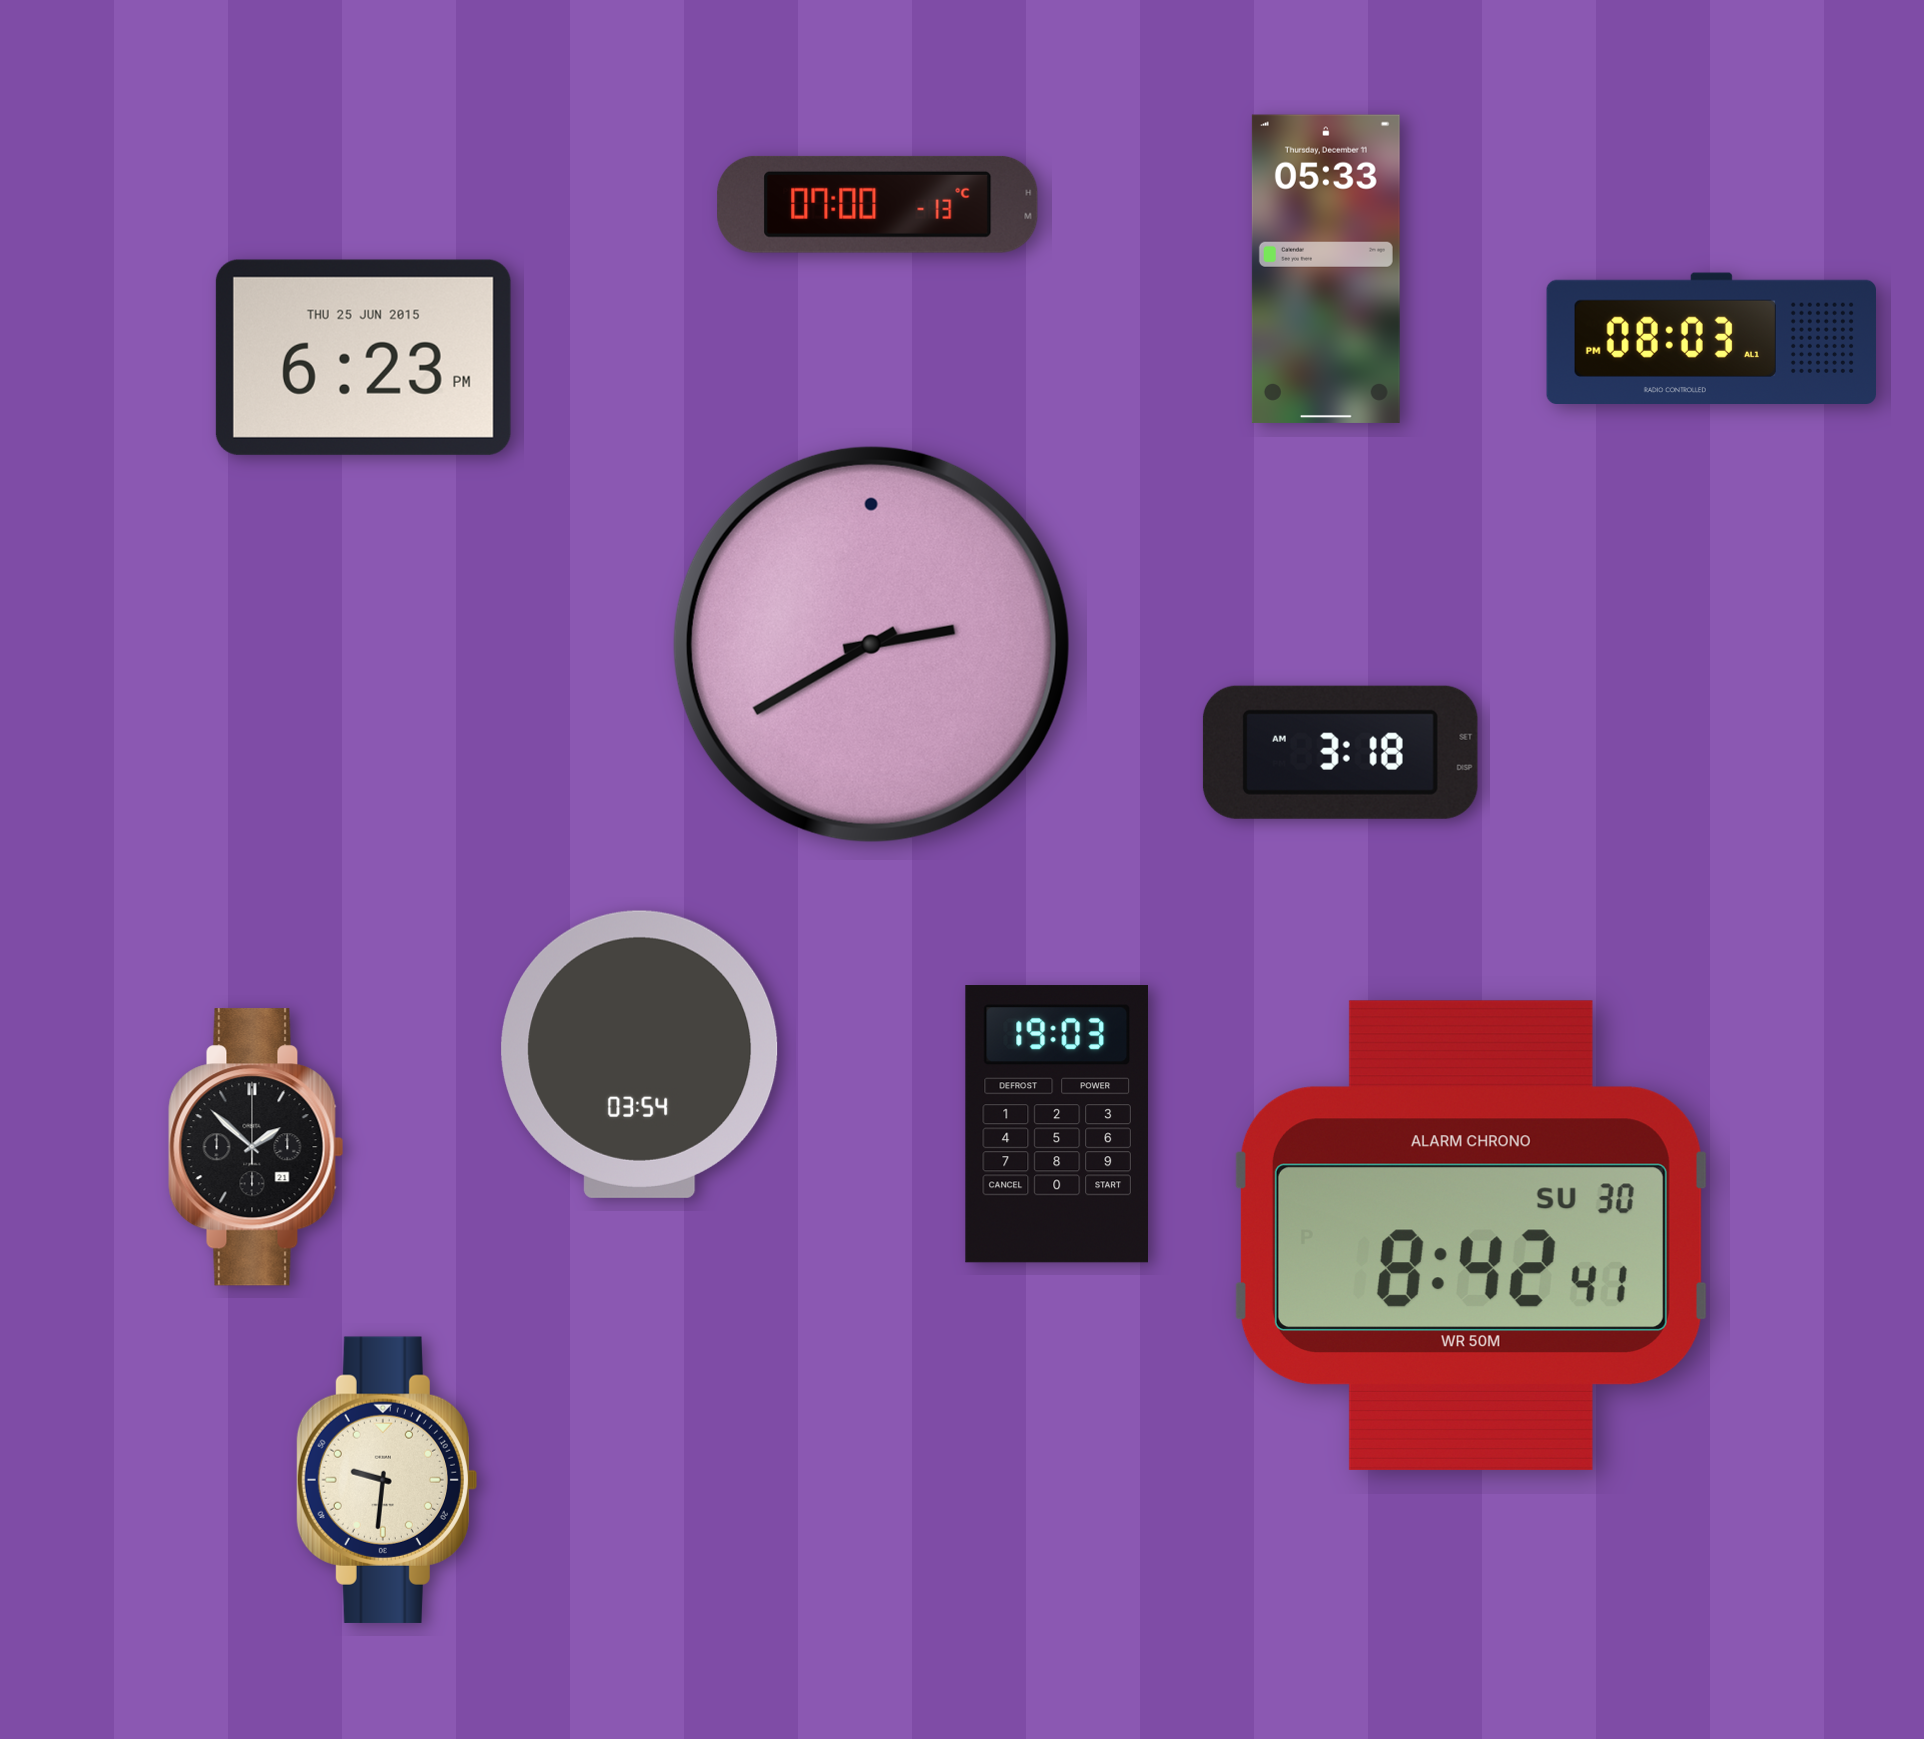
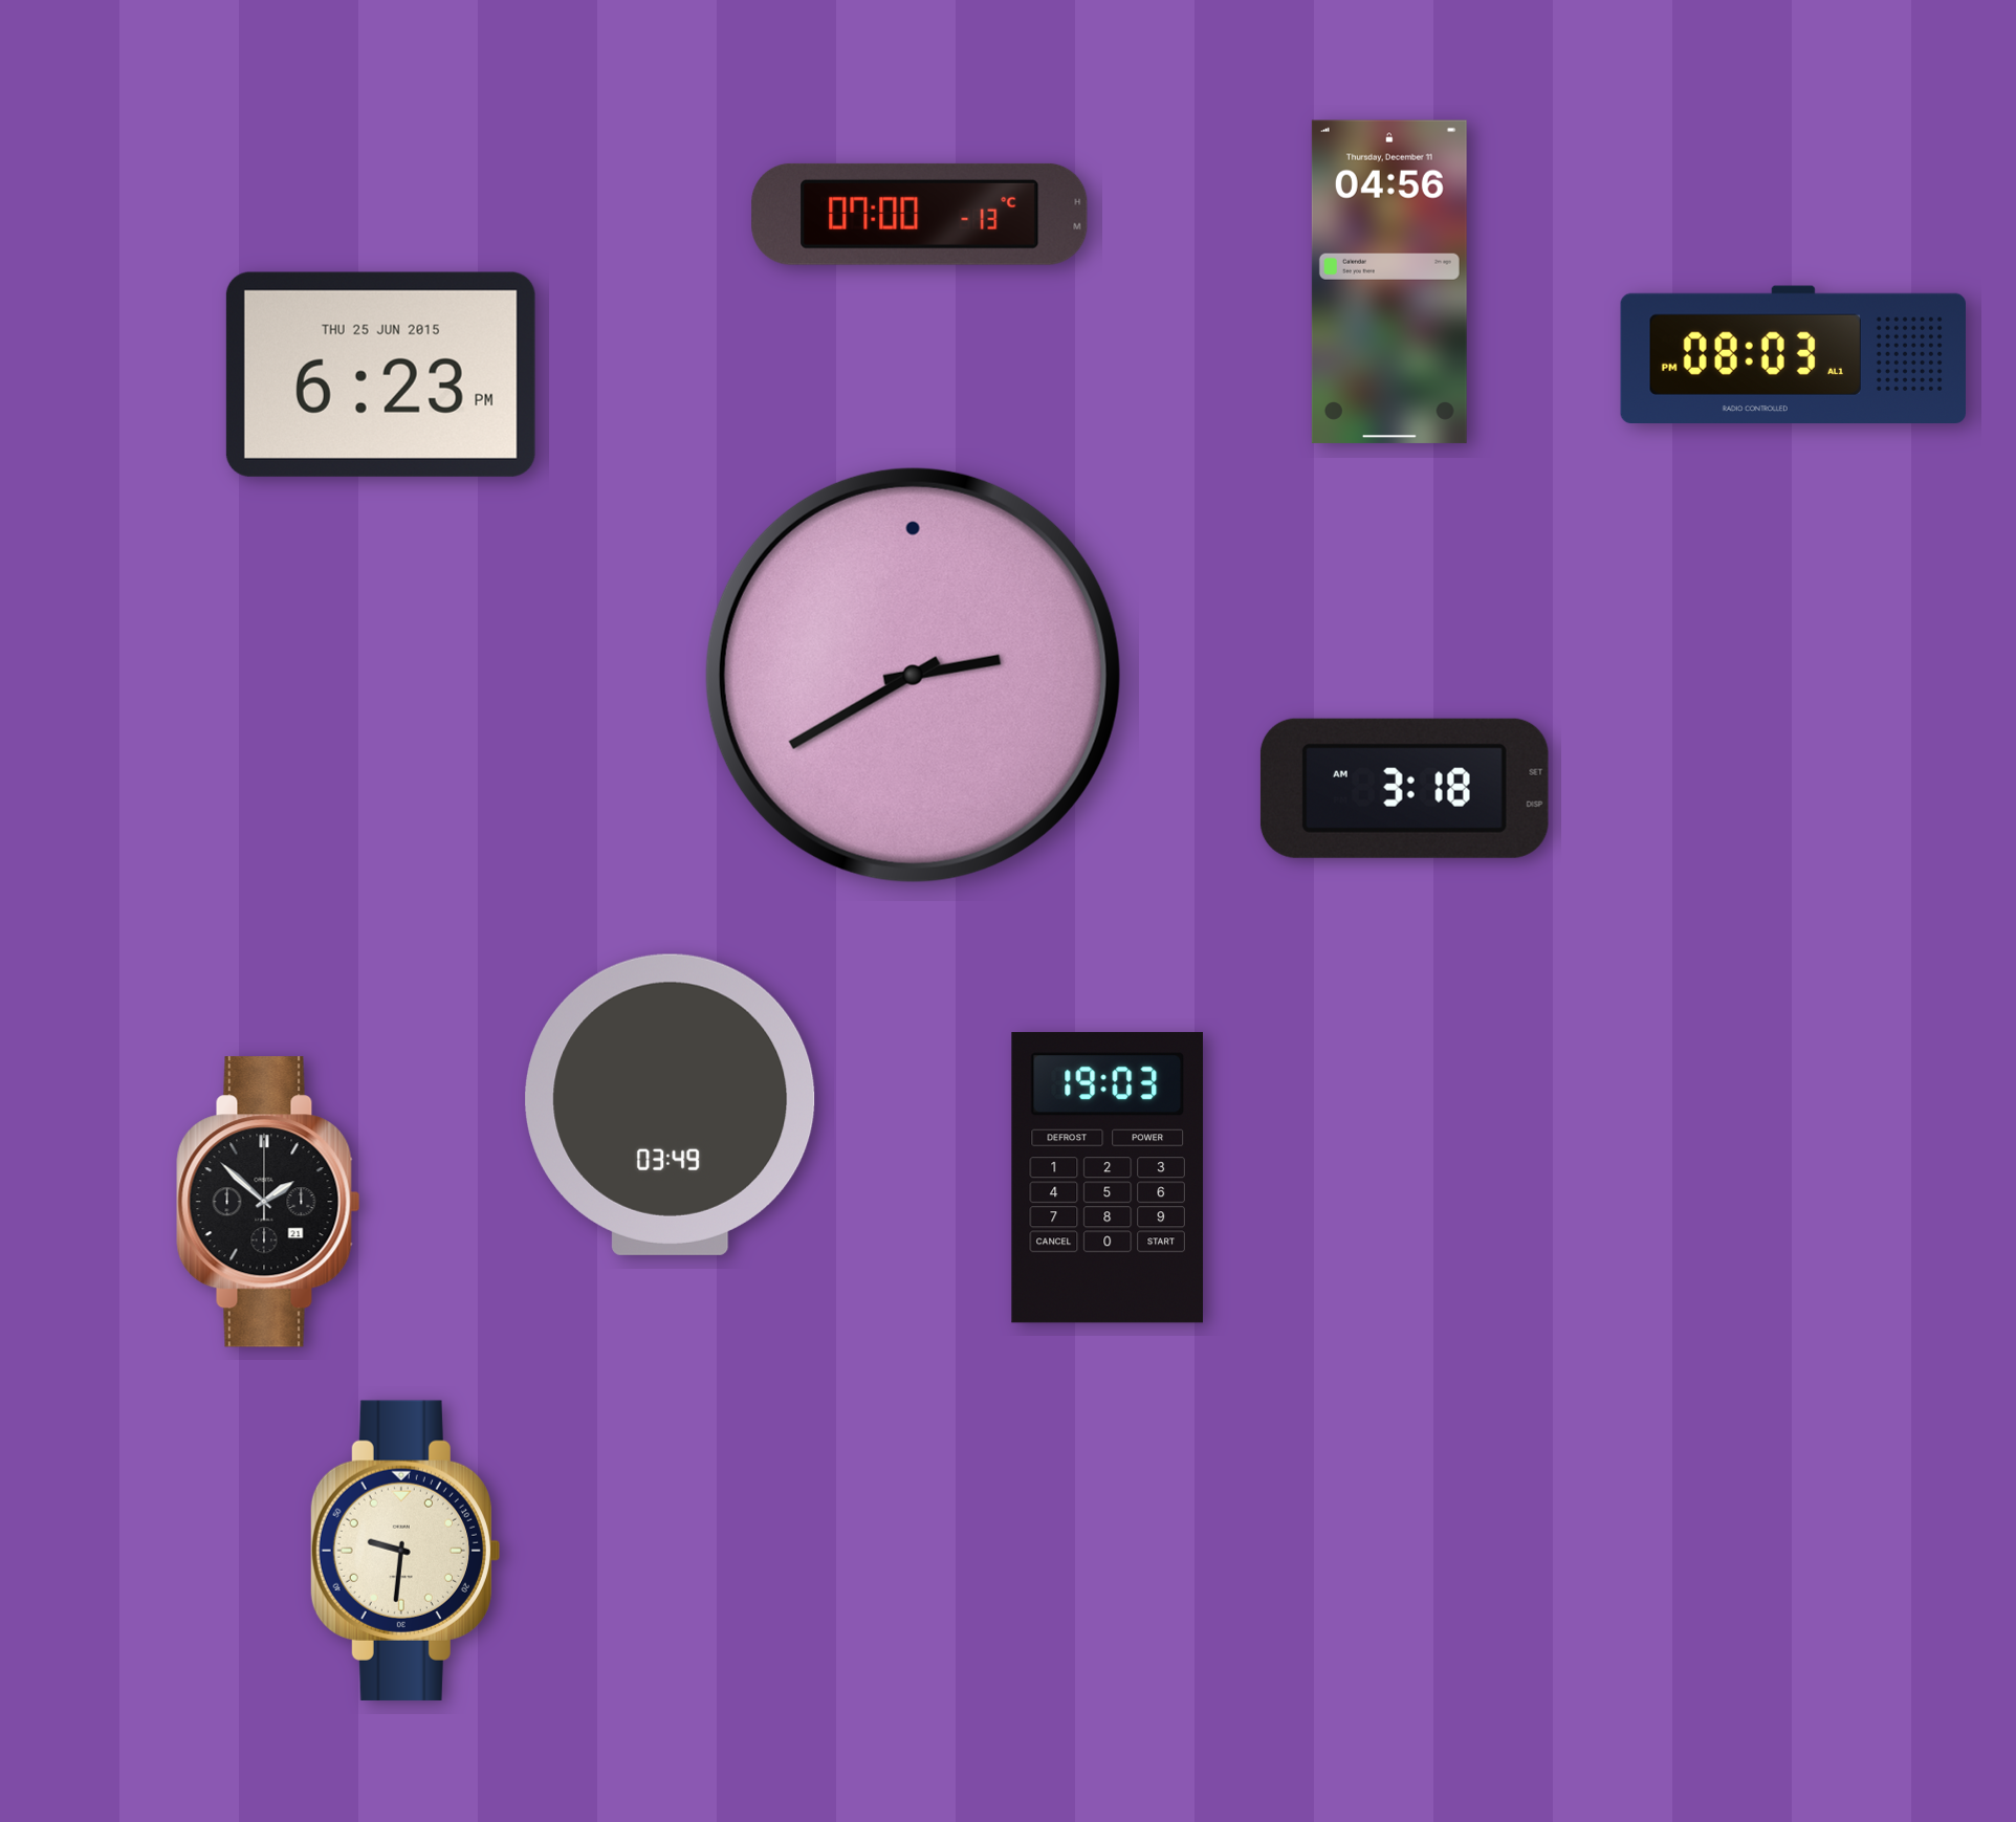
clock at (1326, 269): 05:33 -> 04:56
clock at (640, 1054): 03:54 -> 03:49
clock at (1471, 1235): 8:42 -> none
